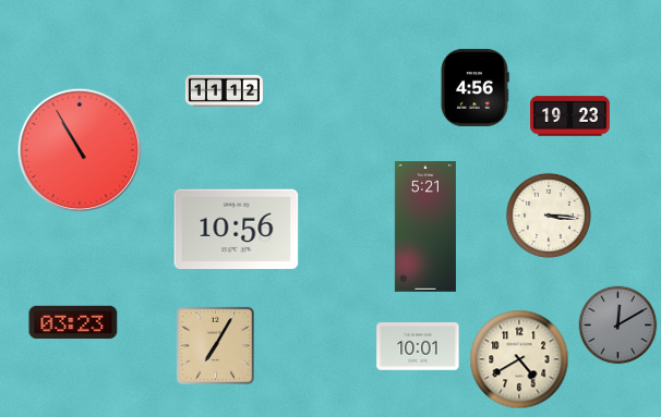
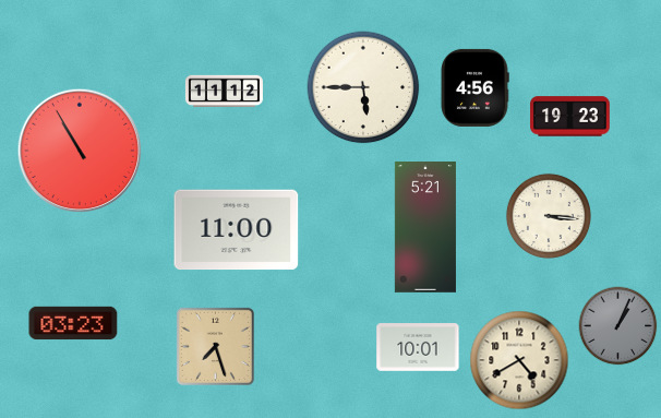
clock at (363, 87): none -> 5:45
clock at (237, 230): 10:56 -> 11:00
clock at (618, 326): 12:10 -> 1:04
clock at (215, 345): 7:05 -> 7:27
